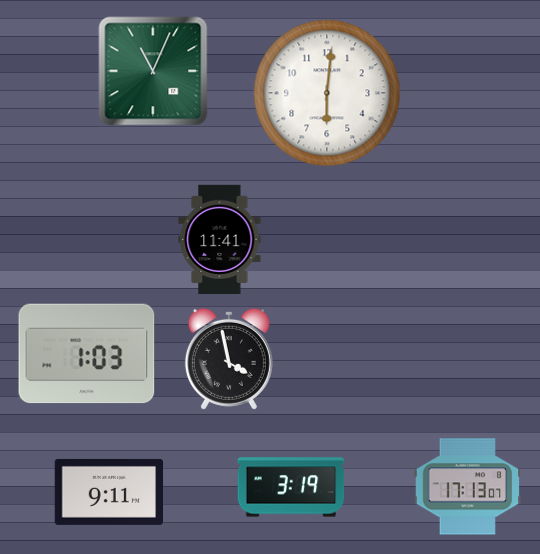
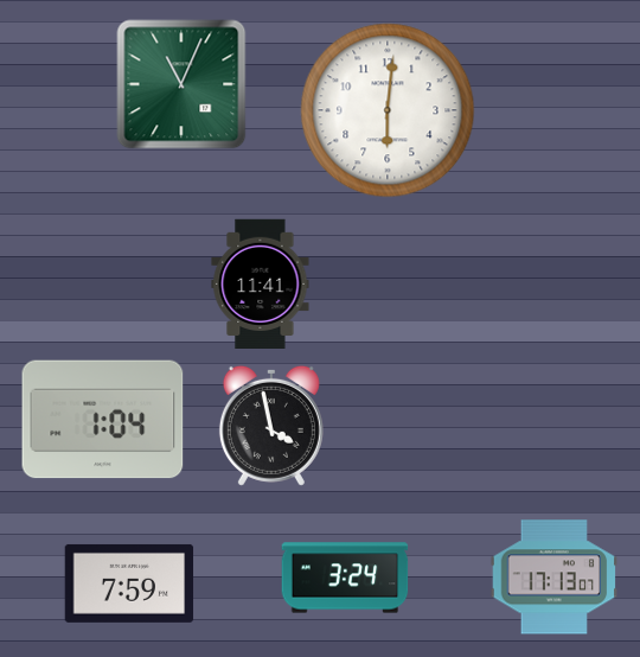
clock at (87, 354): 1:03 -> 1:04
clock at (291, 487): 3:19 -> 3:24
clock at (109, 492): 9:11 -> 7:59
